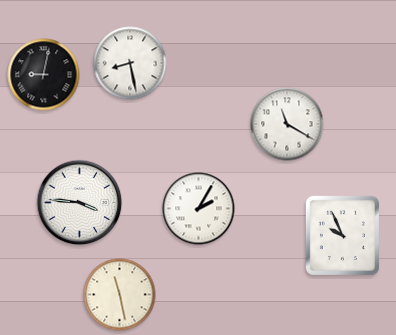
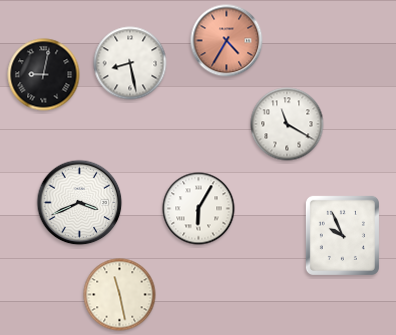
clock at (227, 41): none -> 4:35
clock at (80, 203): 3:46 -> 3:41
clock at (199, 209): 2:05 -> 6:05
